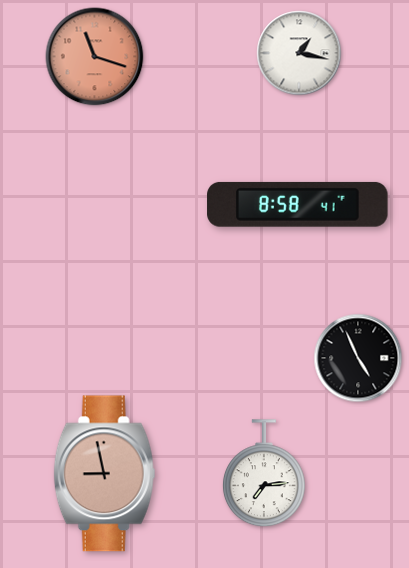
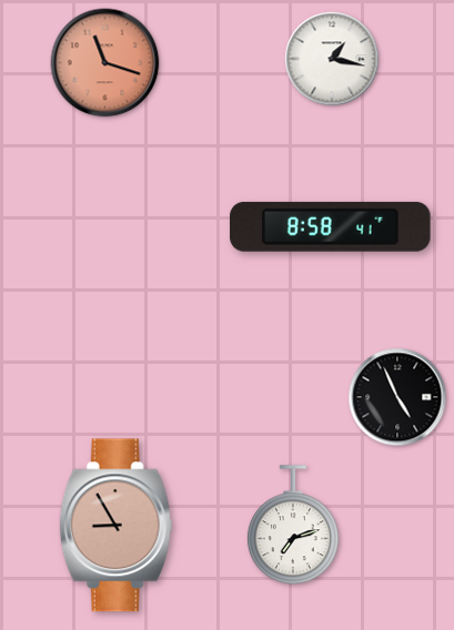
clock at (105, 474): 8:58 -> 8:55
clock at (264, 474): 7:14 -> 7:12
